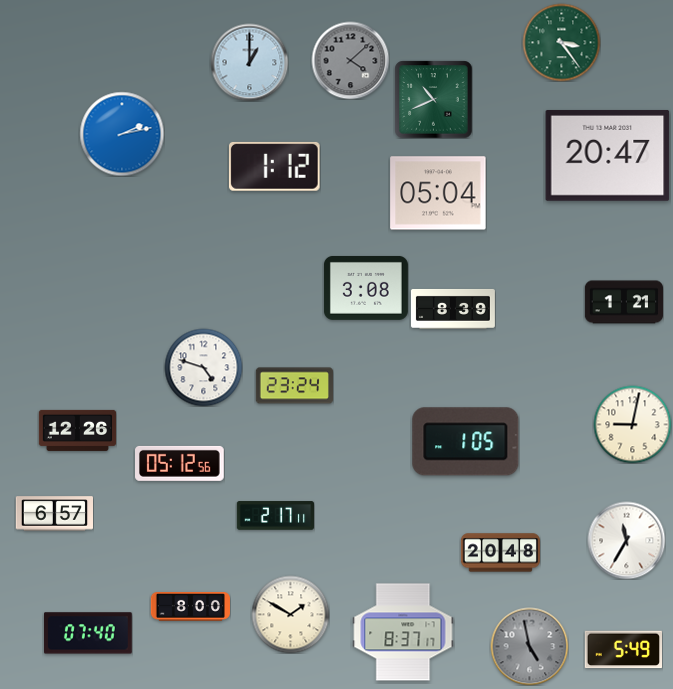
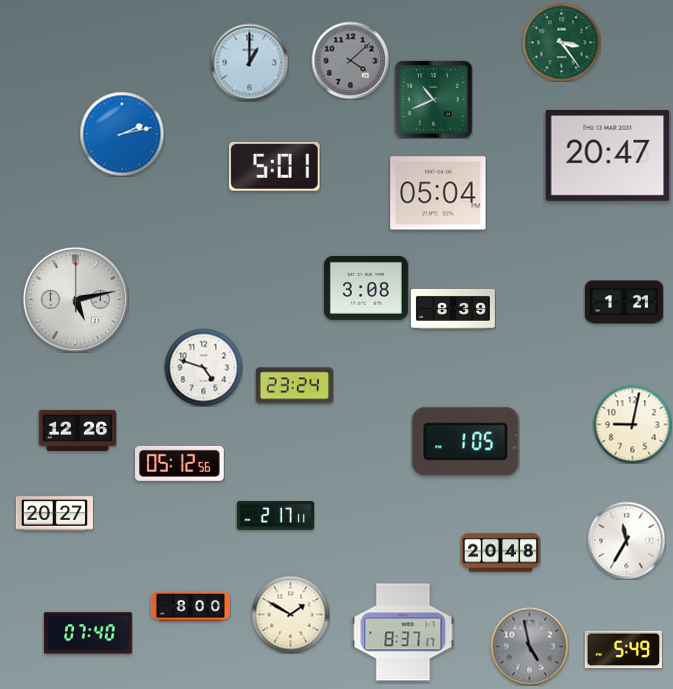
clock at (274, 166): 1:12 -> 5:01
clock at (75, 299): none -> 5:13
clock at (54, 514): 6:57 -> 20:27
